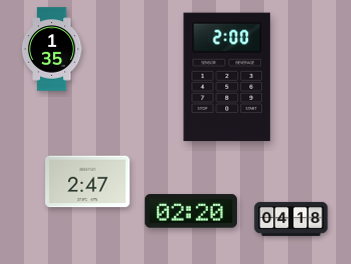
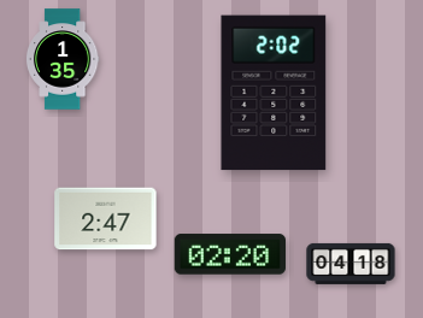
clock at (227, 77): 2:00 -> 2:02
